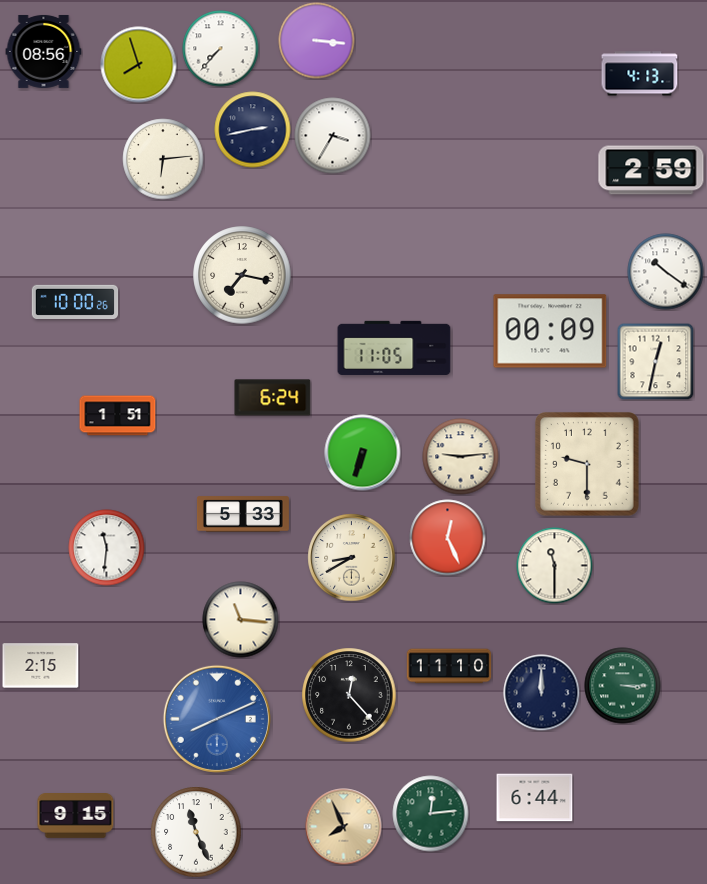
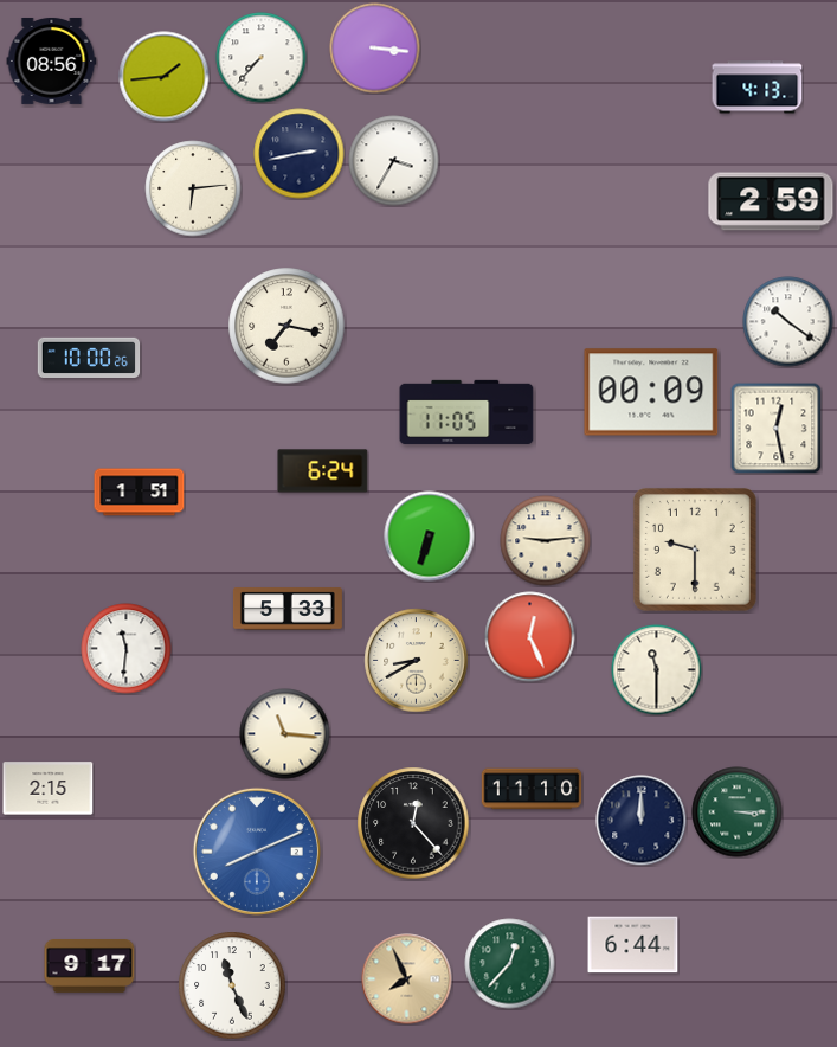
clock at (139, 65): 7:57 -> 1:44
clock at (655, 361): 12:32 -> 12:28
clock at (431, 814): 12:14 -> 12:37
clock at (76, 816): 9:15 -> 9:17
